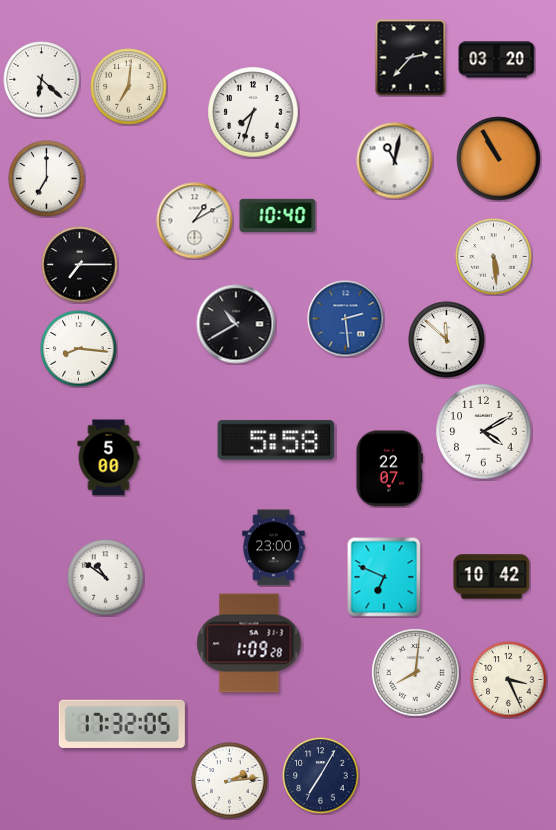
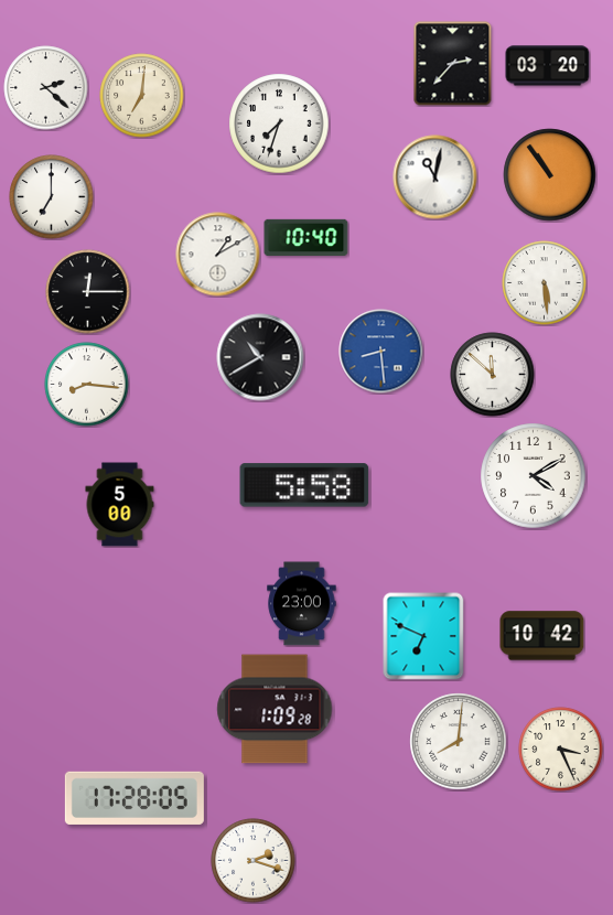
clock at (42, 80): 6:22 -> 2:22
clock at (499, 159): 10:55 -> 10:54
clock at (195, 221) position: (195, 221) -> (218, 255)
clock at (80, 265): 7:15 -> 12:15
clock at (346, 319): 2:29 -> 8:29
clock at (389, 469): 22:07 -> none
clock at (106, 578): 10:51 -> none
clock at (122, 724): 17:32 -> 17:28
clock at (321, 776): 7:05 -> none
clock at (230, 781): 2:14 -> 2:18
